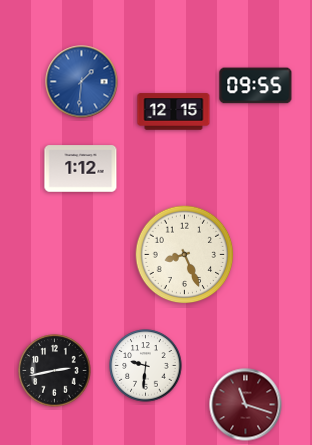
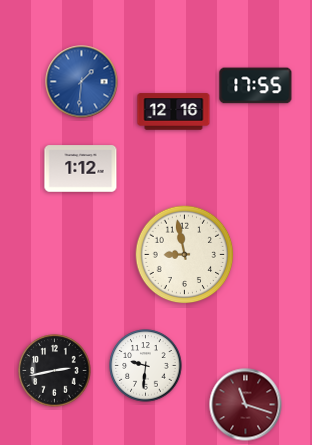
clock at (256, 86): 09:55 -> 17:55
clock at (174, 112): 12:15 -> 12:16
clock at (185, 255): 8:26 -> 8:58
